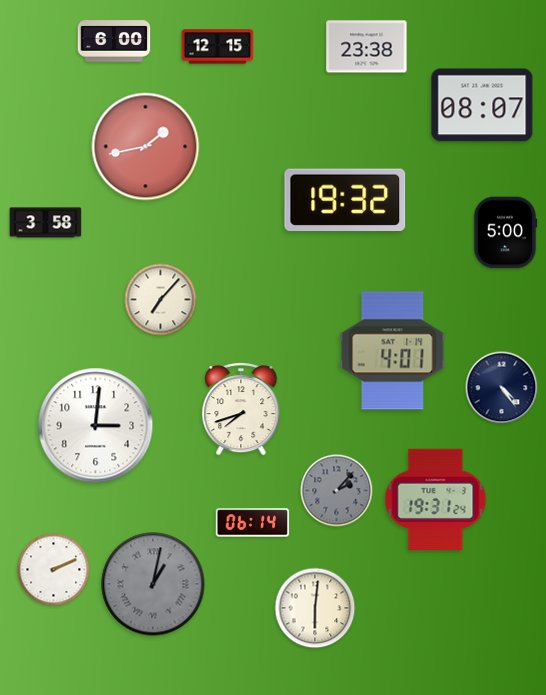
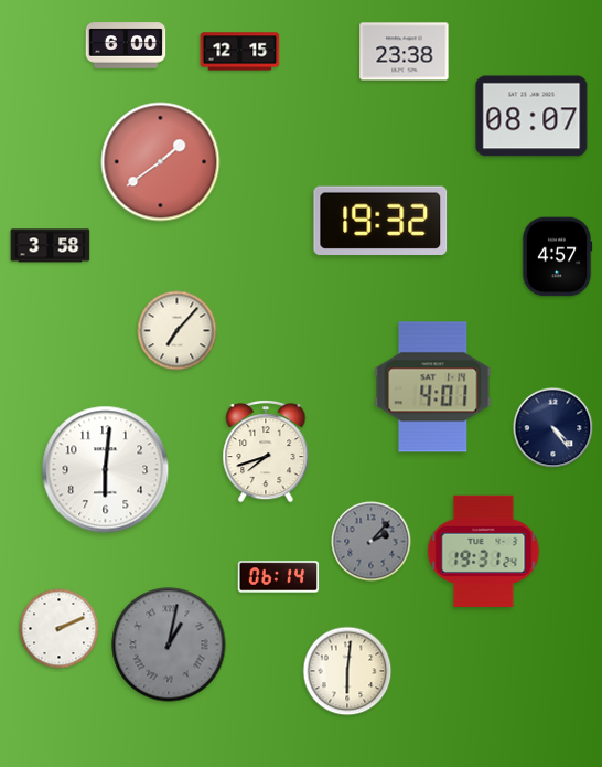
clock at (146, 147): 1:43 -> 1:39
clock at (505, 233): 5:00 -> 4:57
clock at (96, 426): 3:01 -> 6:01
clock at (436, 499) position: (436, 499) -> (484, 551)
